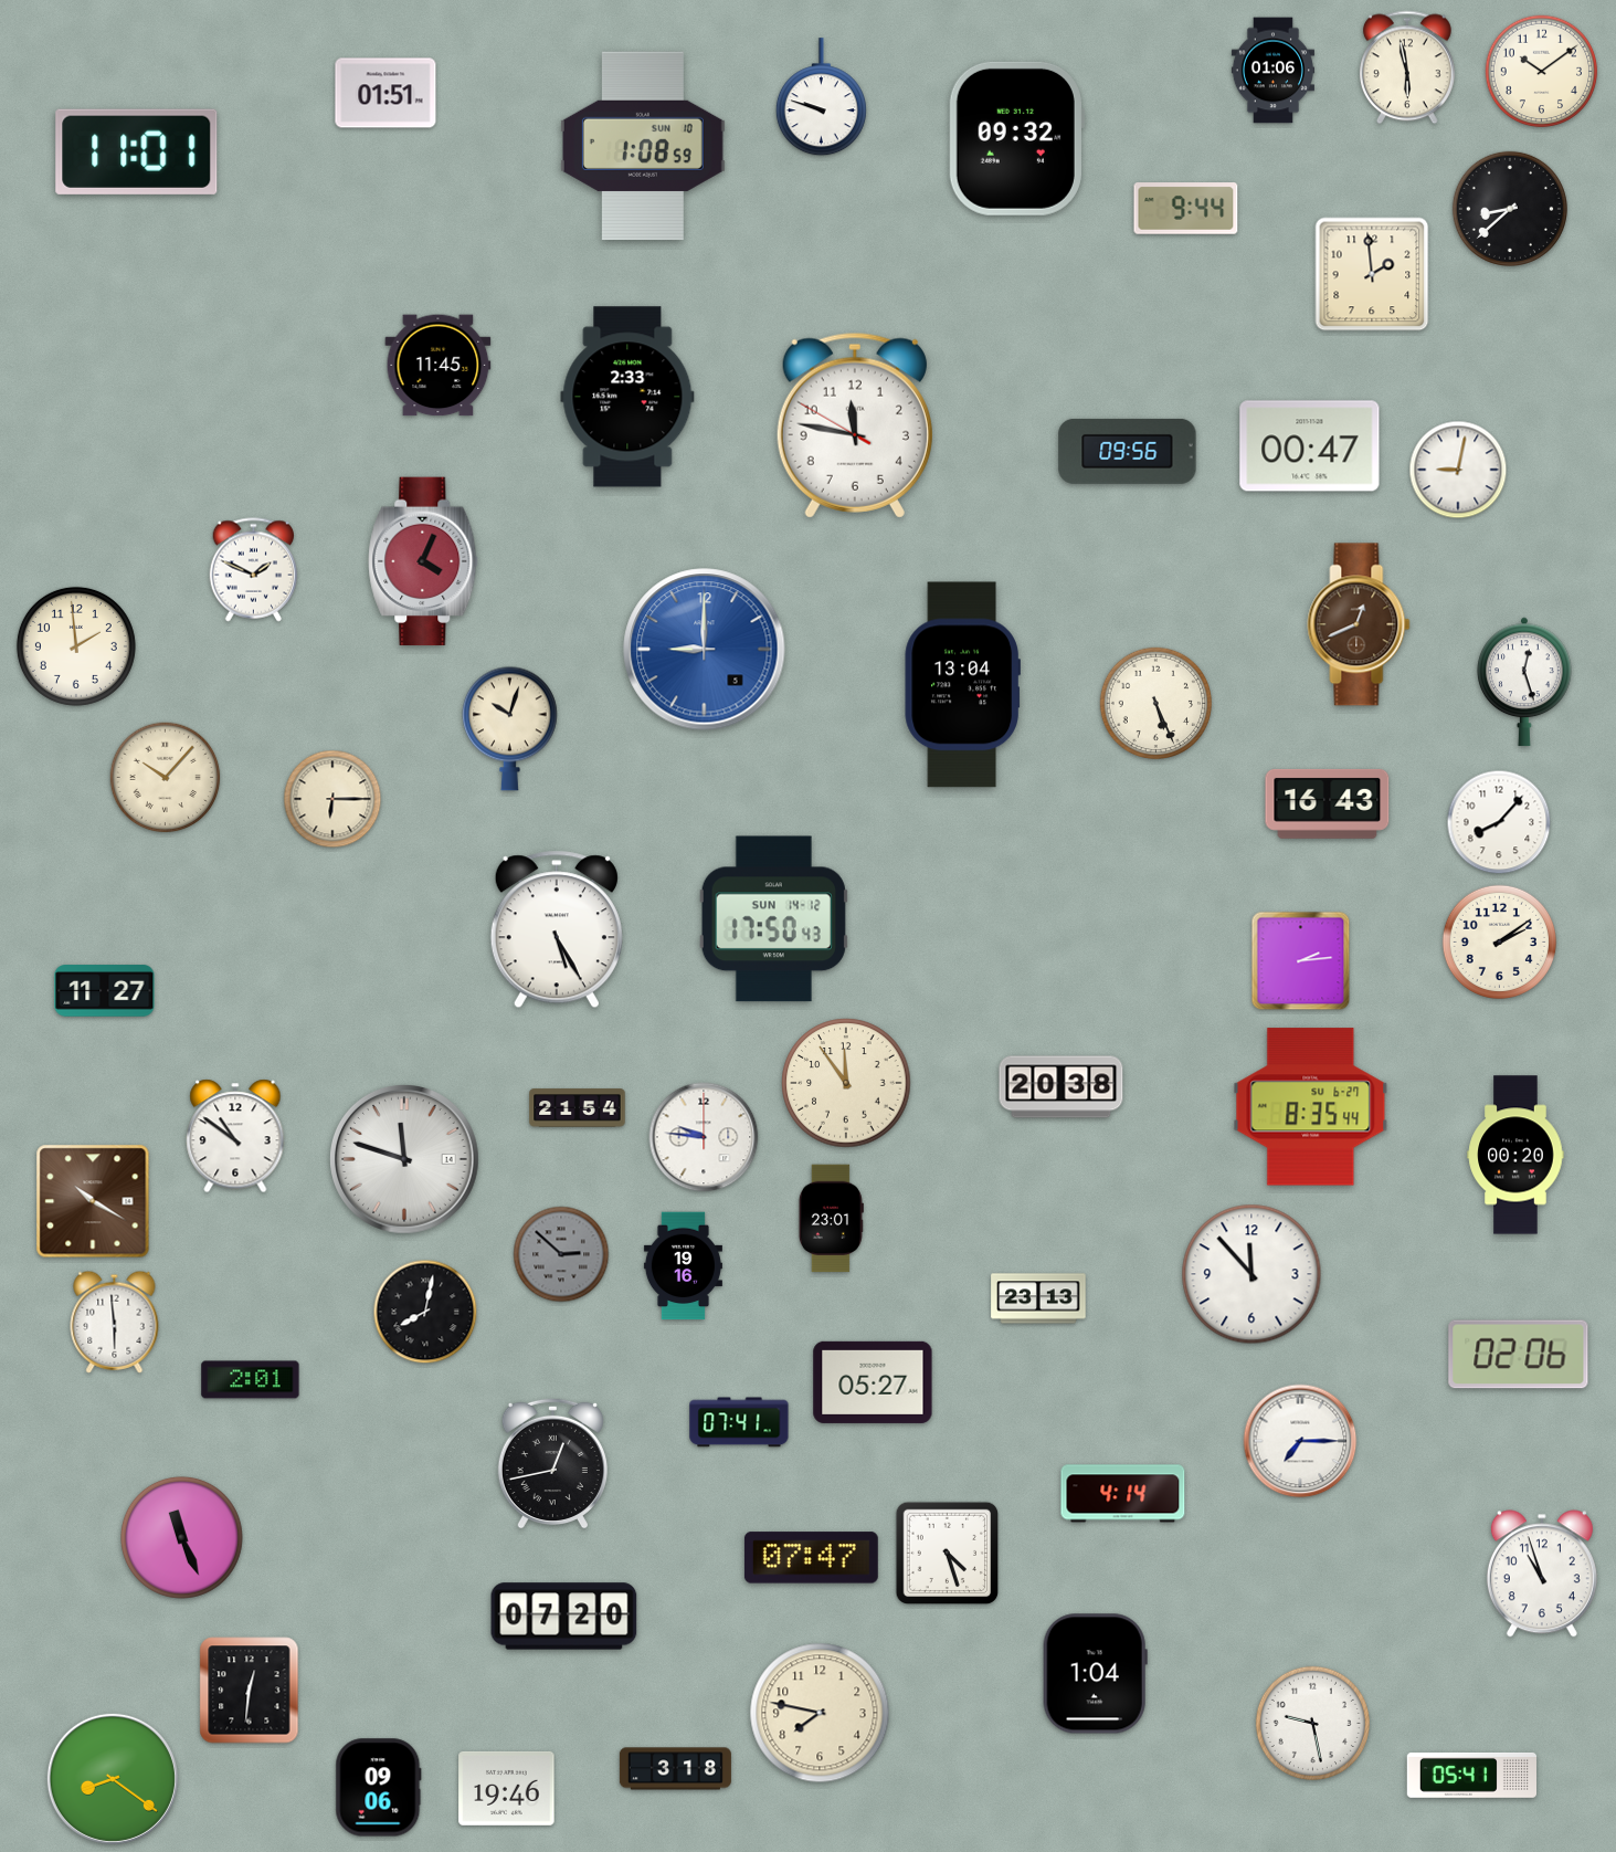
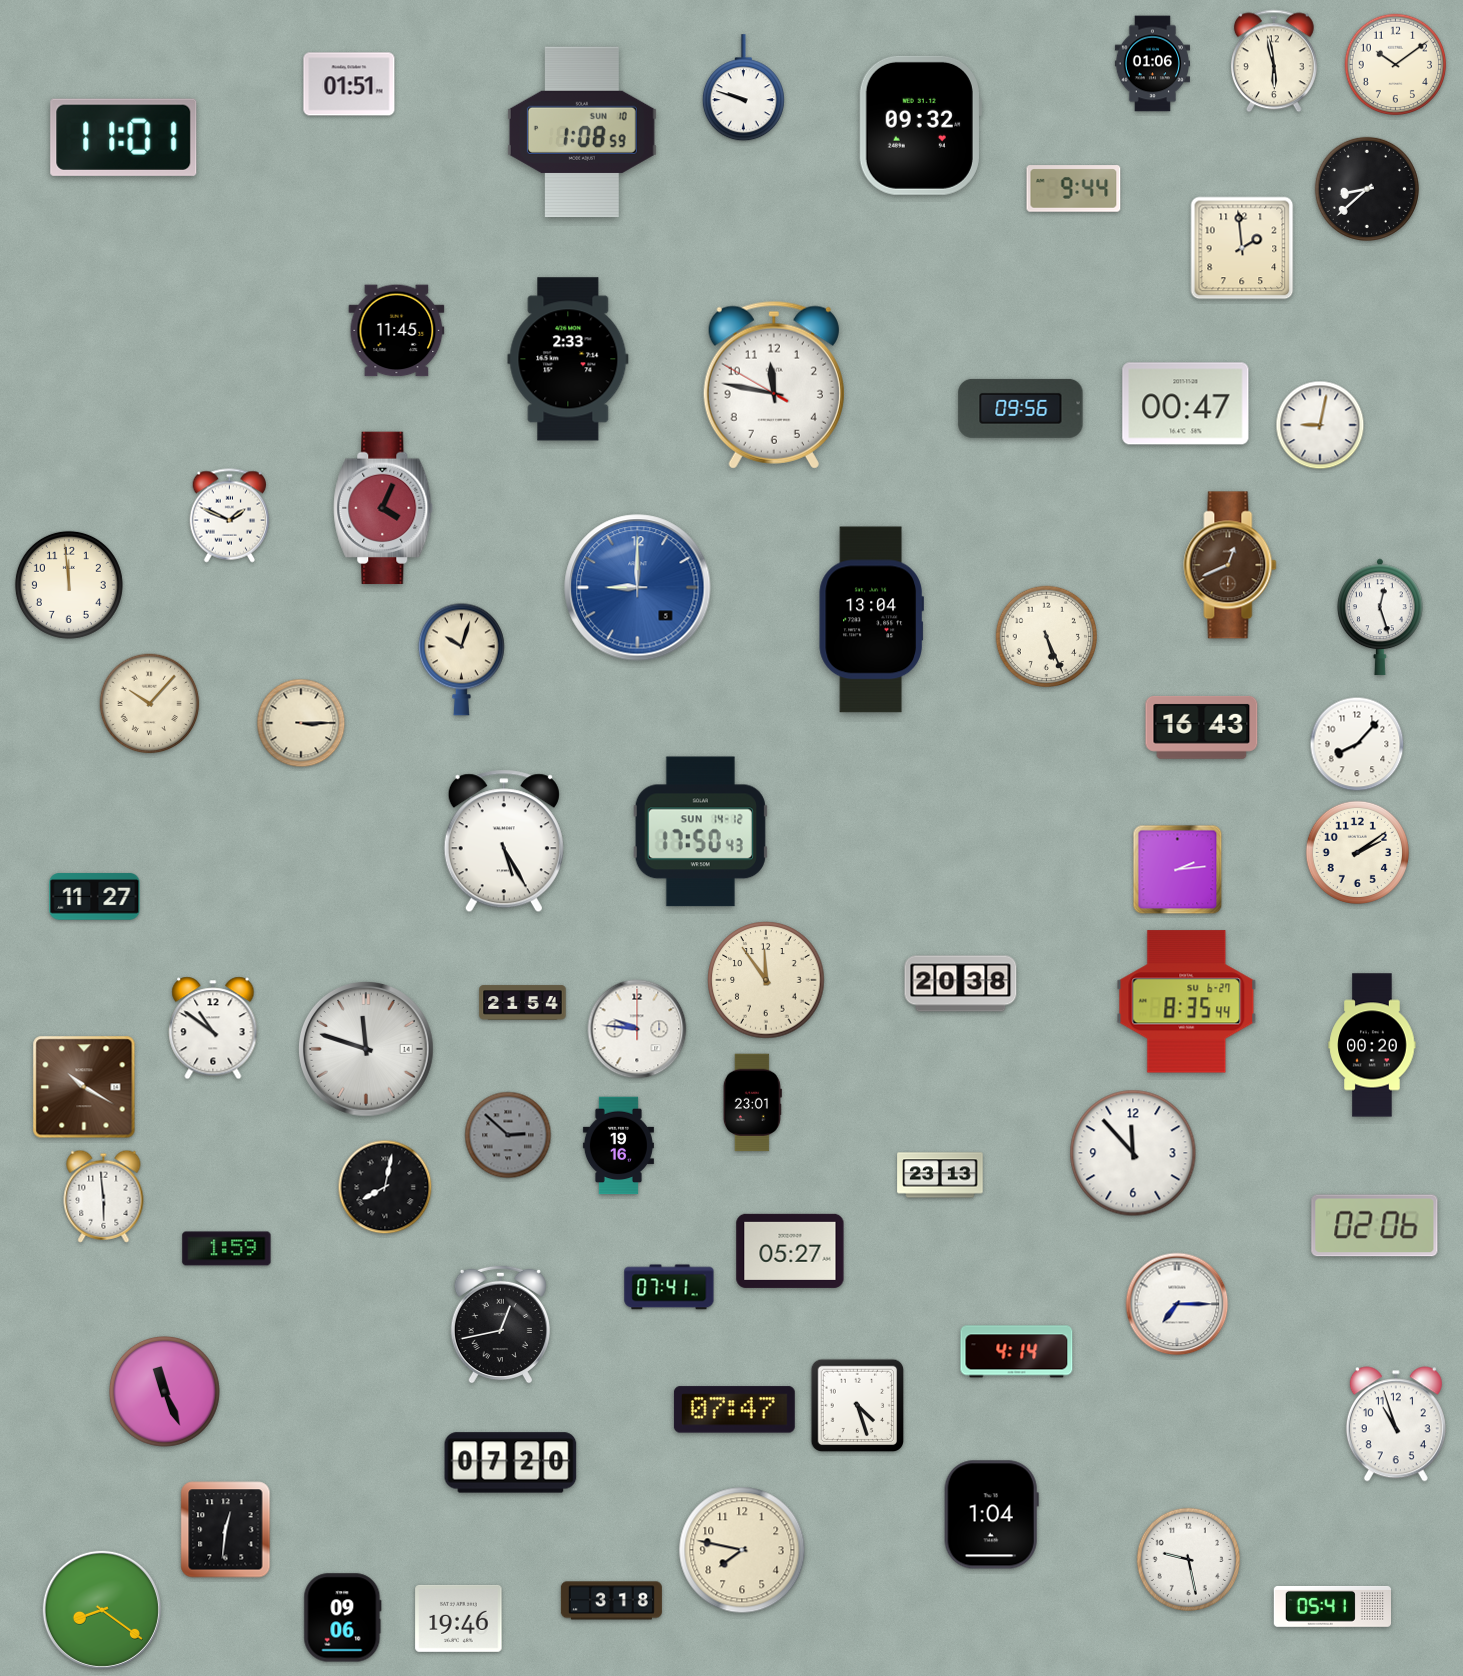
clock at (76, 646): 1:59 -> 11:59
clock at (332, 799): 6:15 -> 3:15
clock at (251, 1380): 2:01 -> 1:59
